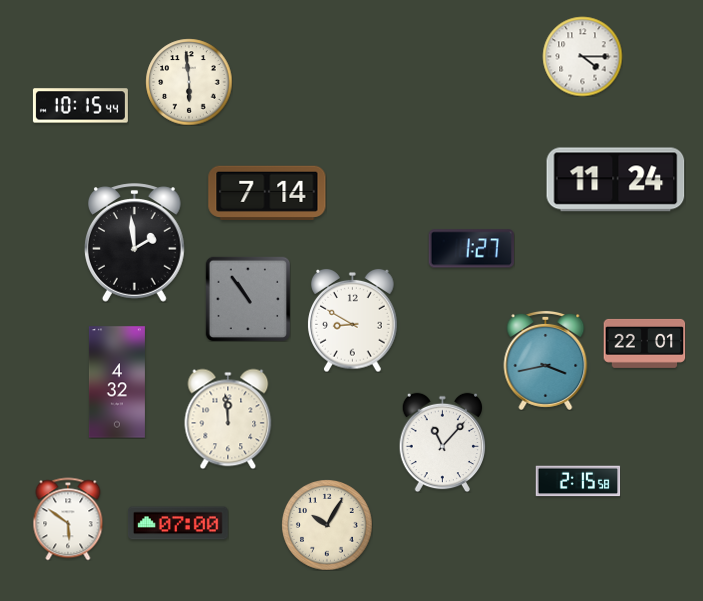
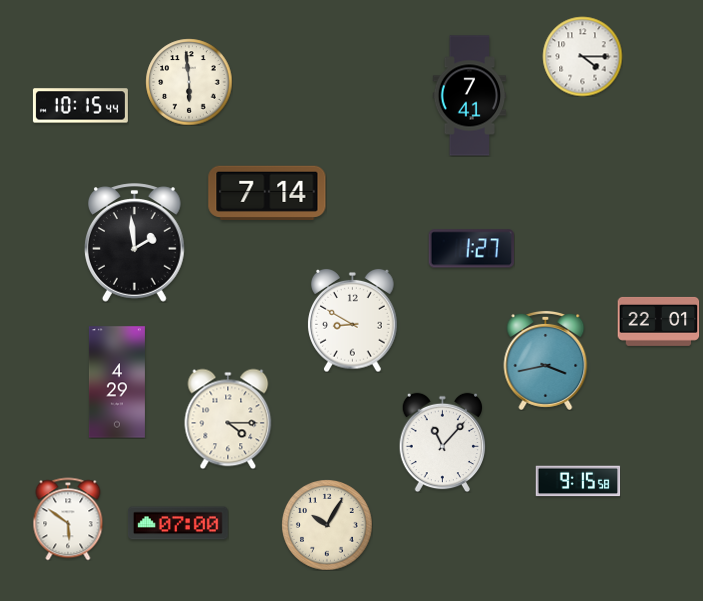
clock at (470, 96): none -> 7:41
clock at (616, 180): 11:24 -> none
clock at (248, 299): 10:54 -> none
clock at (644, 343) position: (644, 343) -> (658, 321)
clock at (117, 382): 4:32 -> 4:29
clock at (228, 419): 11:59 -> 4:15
clock at (578, 481): 2:15 -> 9:15
